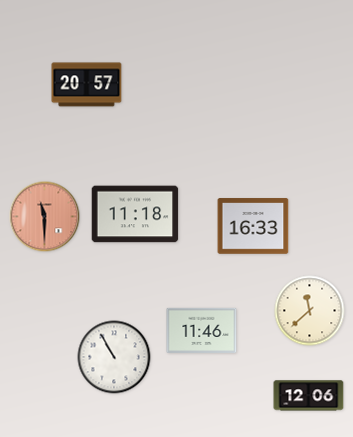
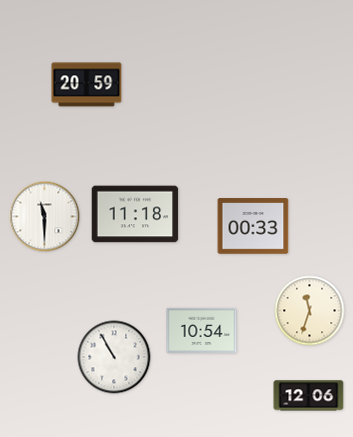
clock at (87, 85): 20:57 -> 20:59
clock at (45, 217) dial: salmon -> white
clock at (253, 226): 16:33 -> 00:33
clock at (310, 311): 11:38 -> 11:33
clock at (202, 330): 11:46 -> 10:54
